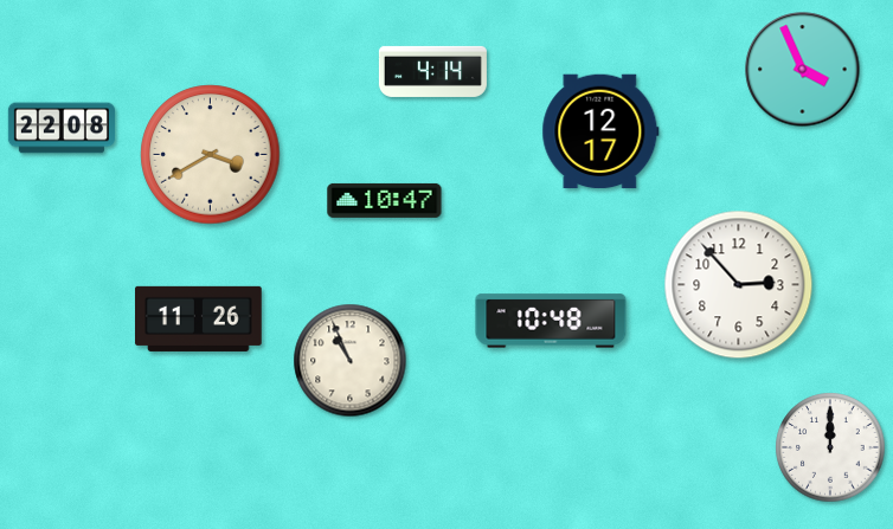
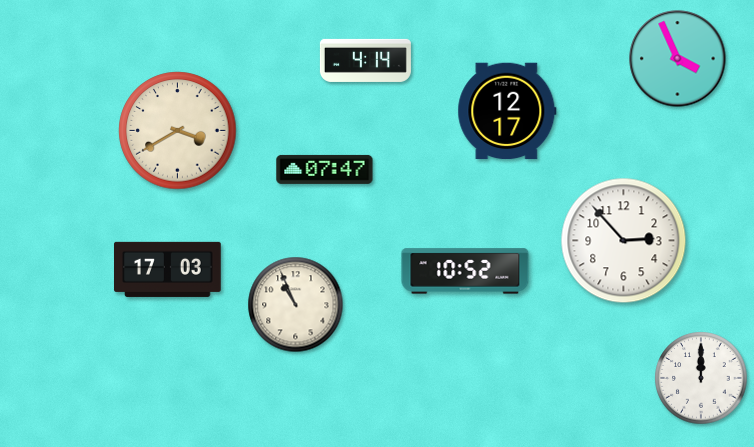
clock at (62, 128): 22:08 -> none
clock at (385, 200): 10:47 -> 07:47
clock at (199, 318): 11:26 -> 17:03
clock at (551, 321): 10:48 -> 10:52
